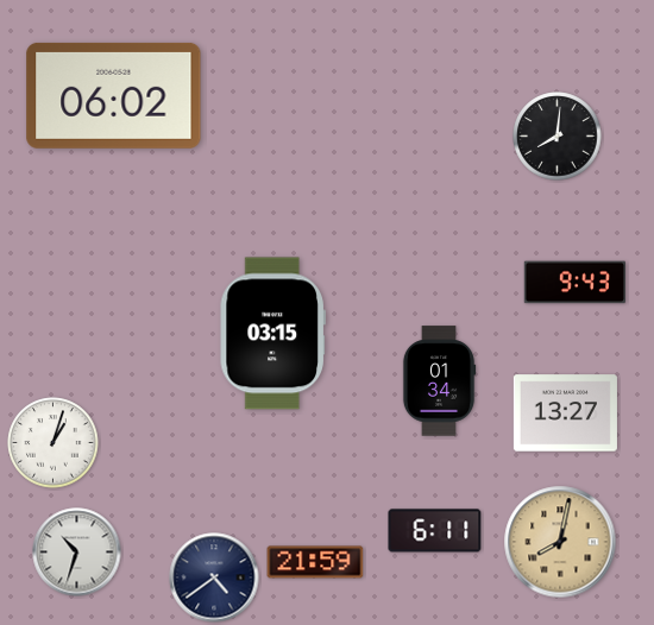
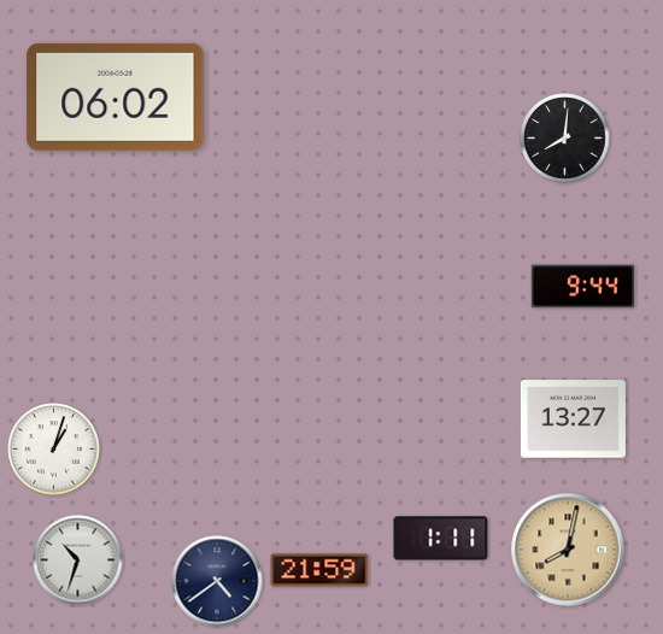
clock at (574, 283): 9:43 -> 9:44
clock at (272, 334): 03:15 -> none
clock at (439, 381): 01:34 -> none
clock at (435, 531): 6:11 -> 1:11
clock at (214, 577) position: (214, 577) -> (217, 581)
